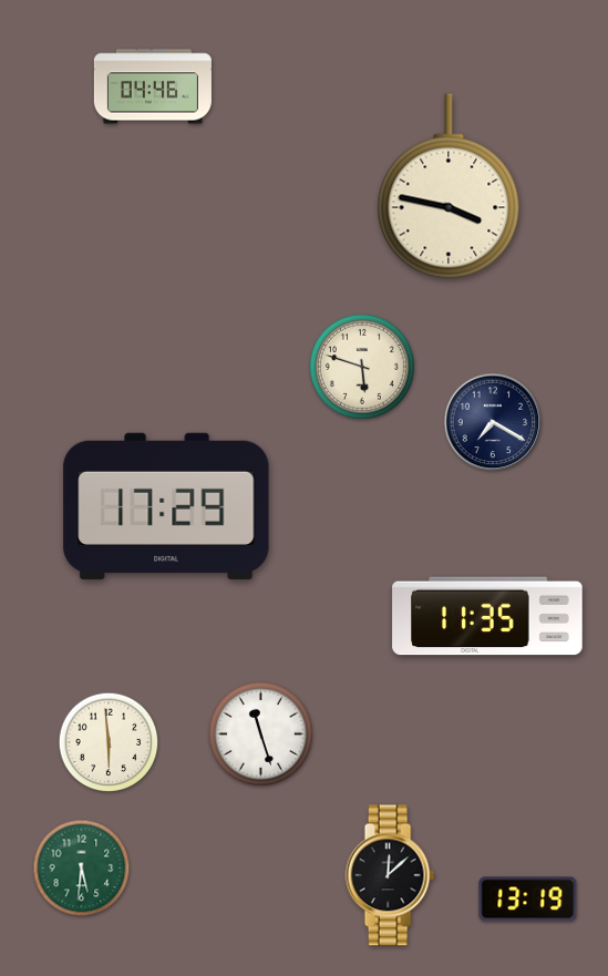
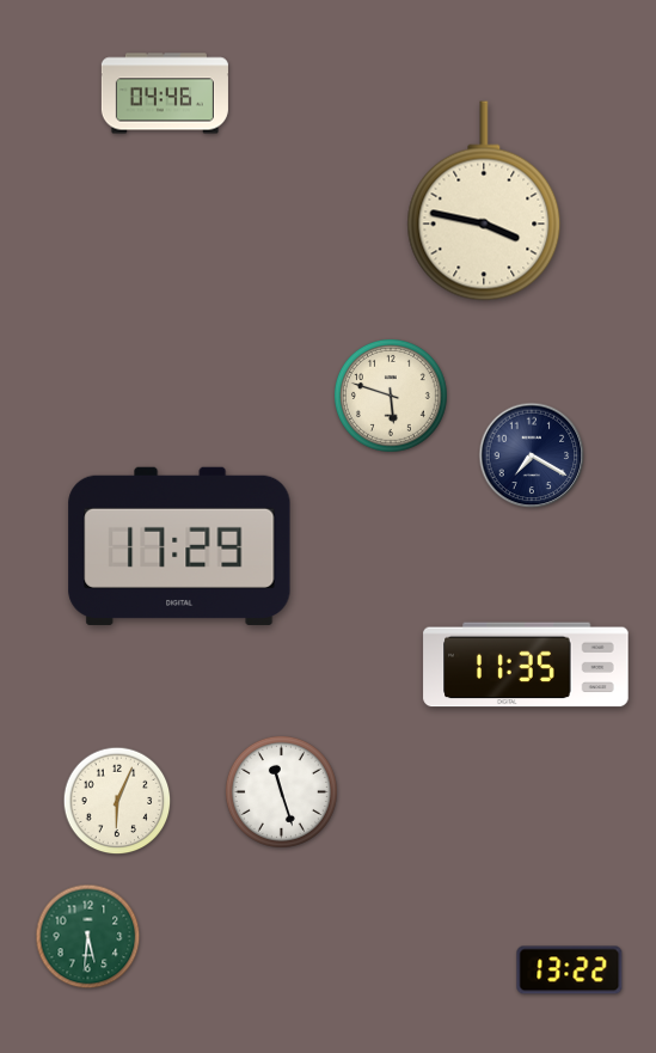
clock at (109, 742): 5:59 -> 6:04
clock at (390, 875): 12:08 -> none
clock at (528, 900): 13:19 -> 13:22
